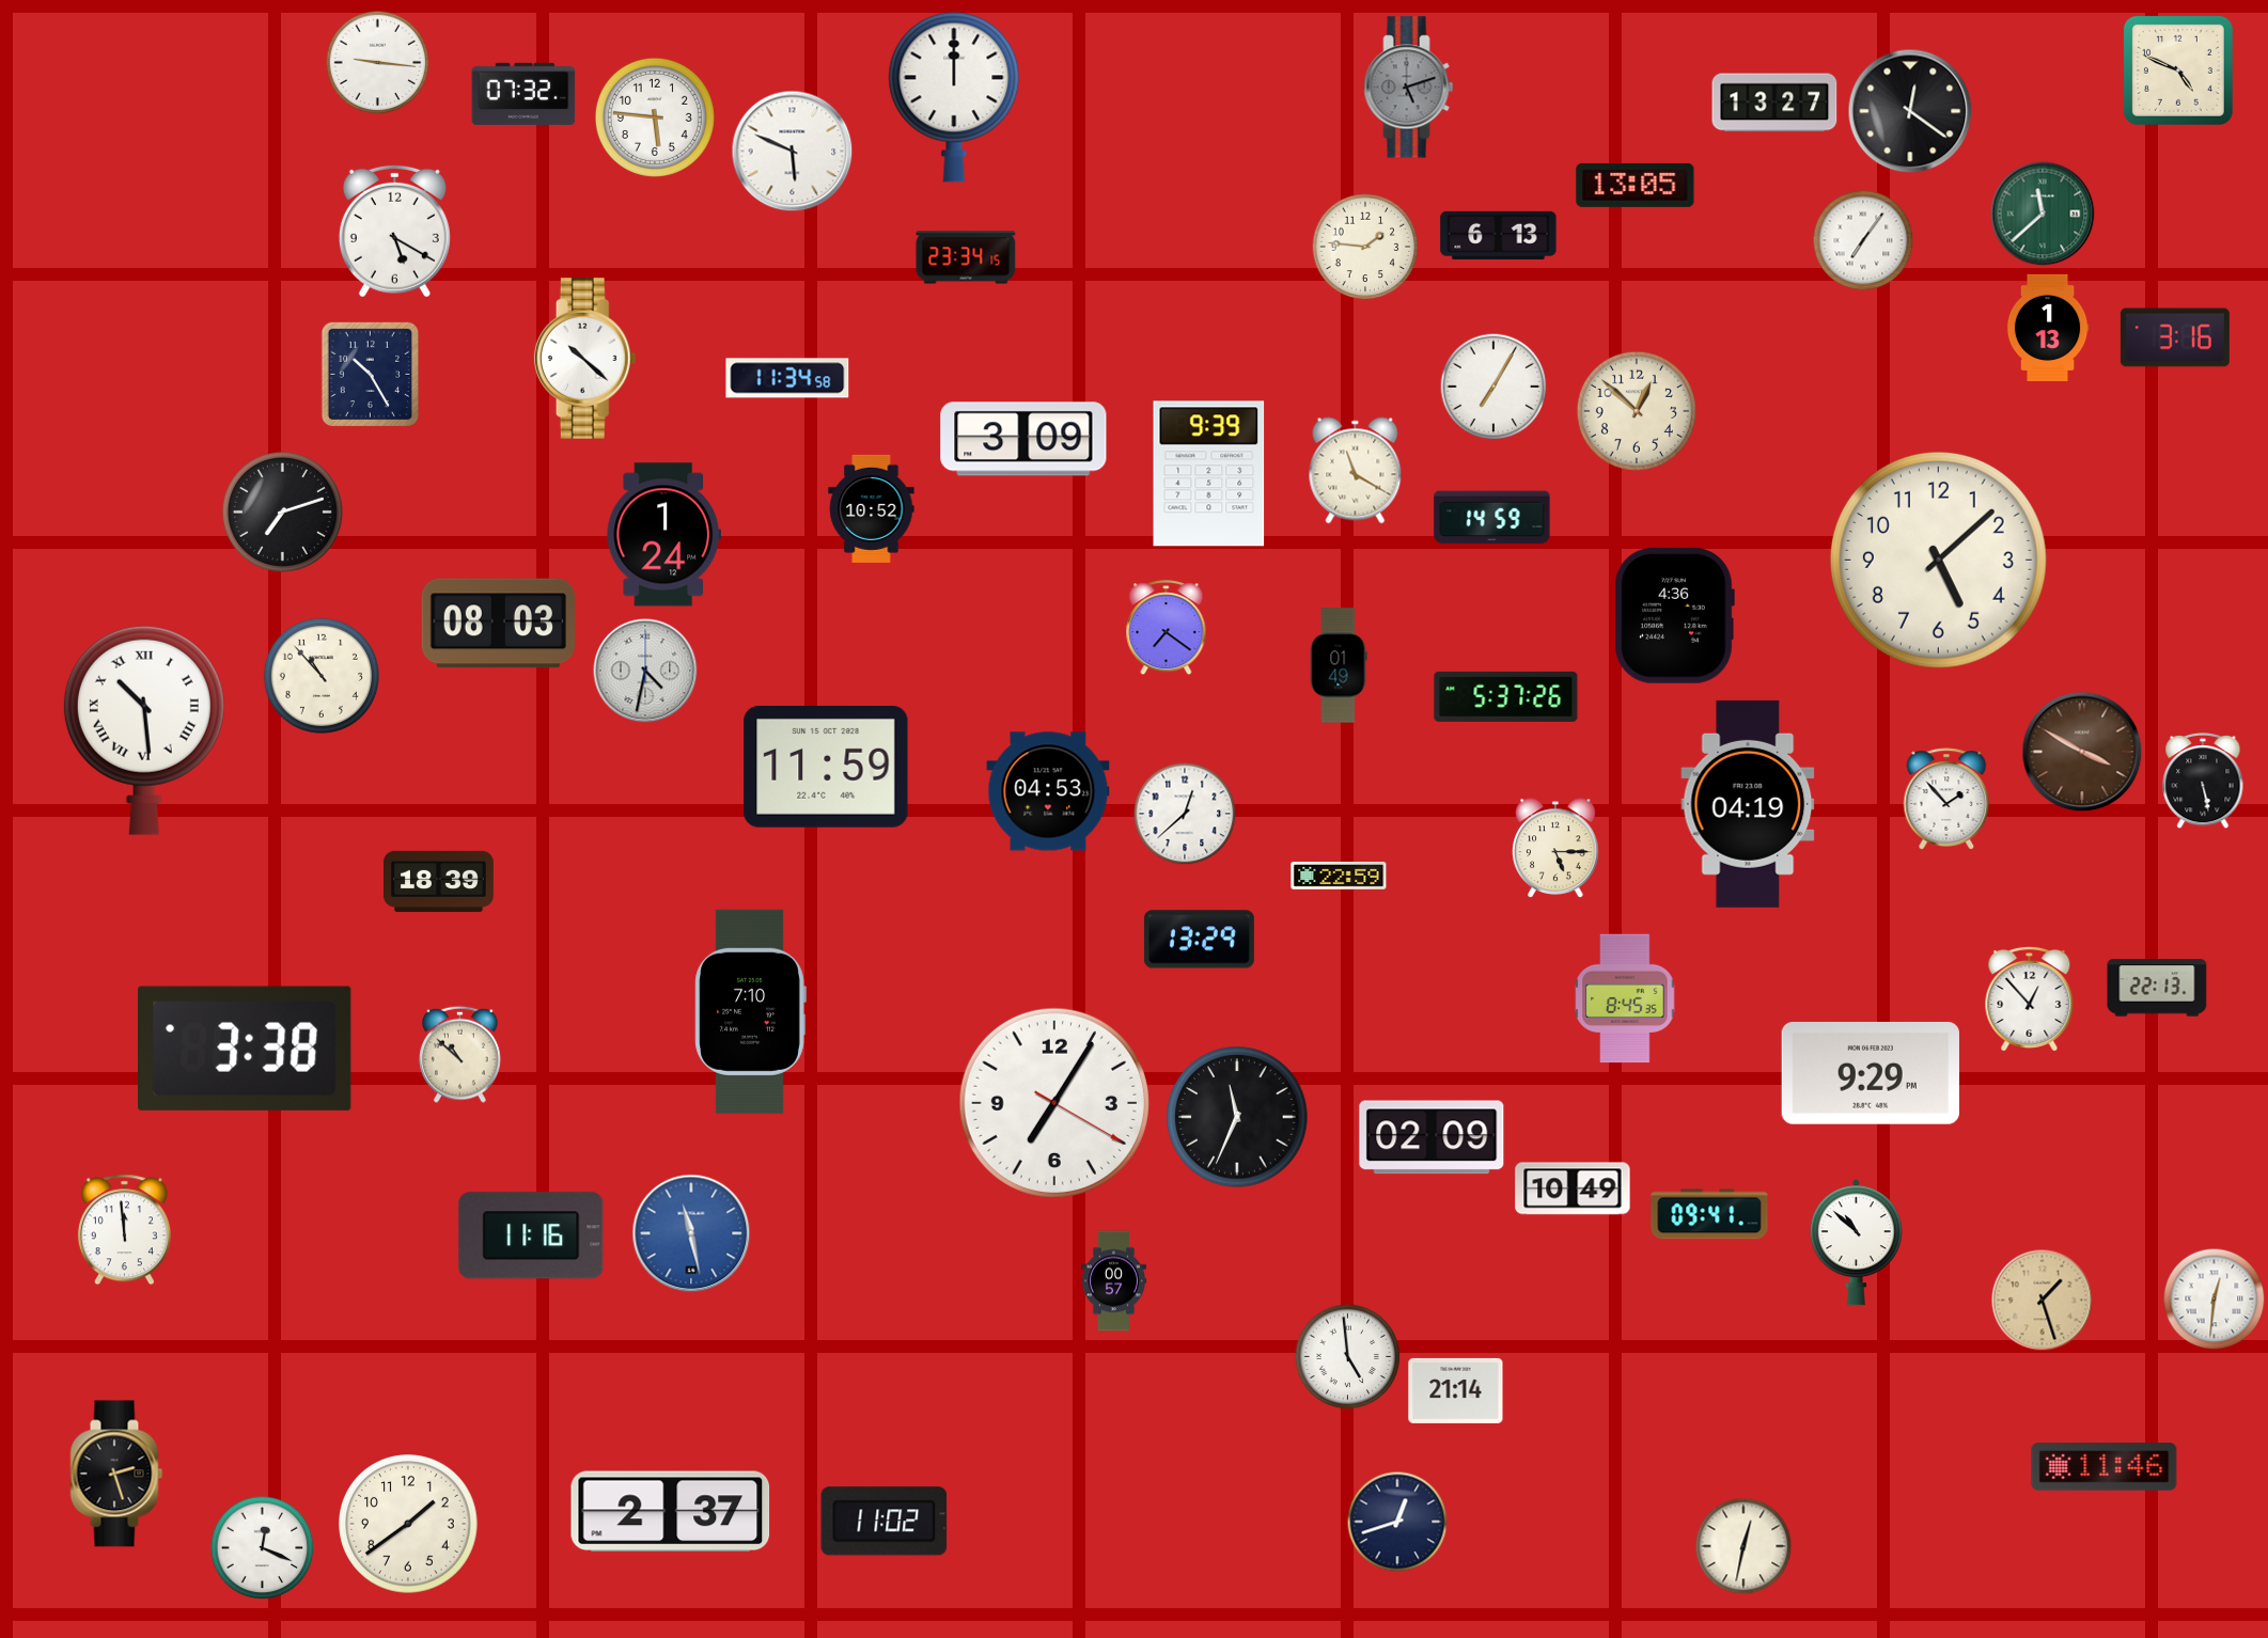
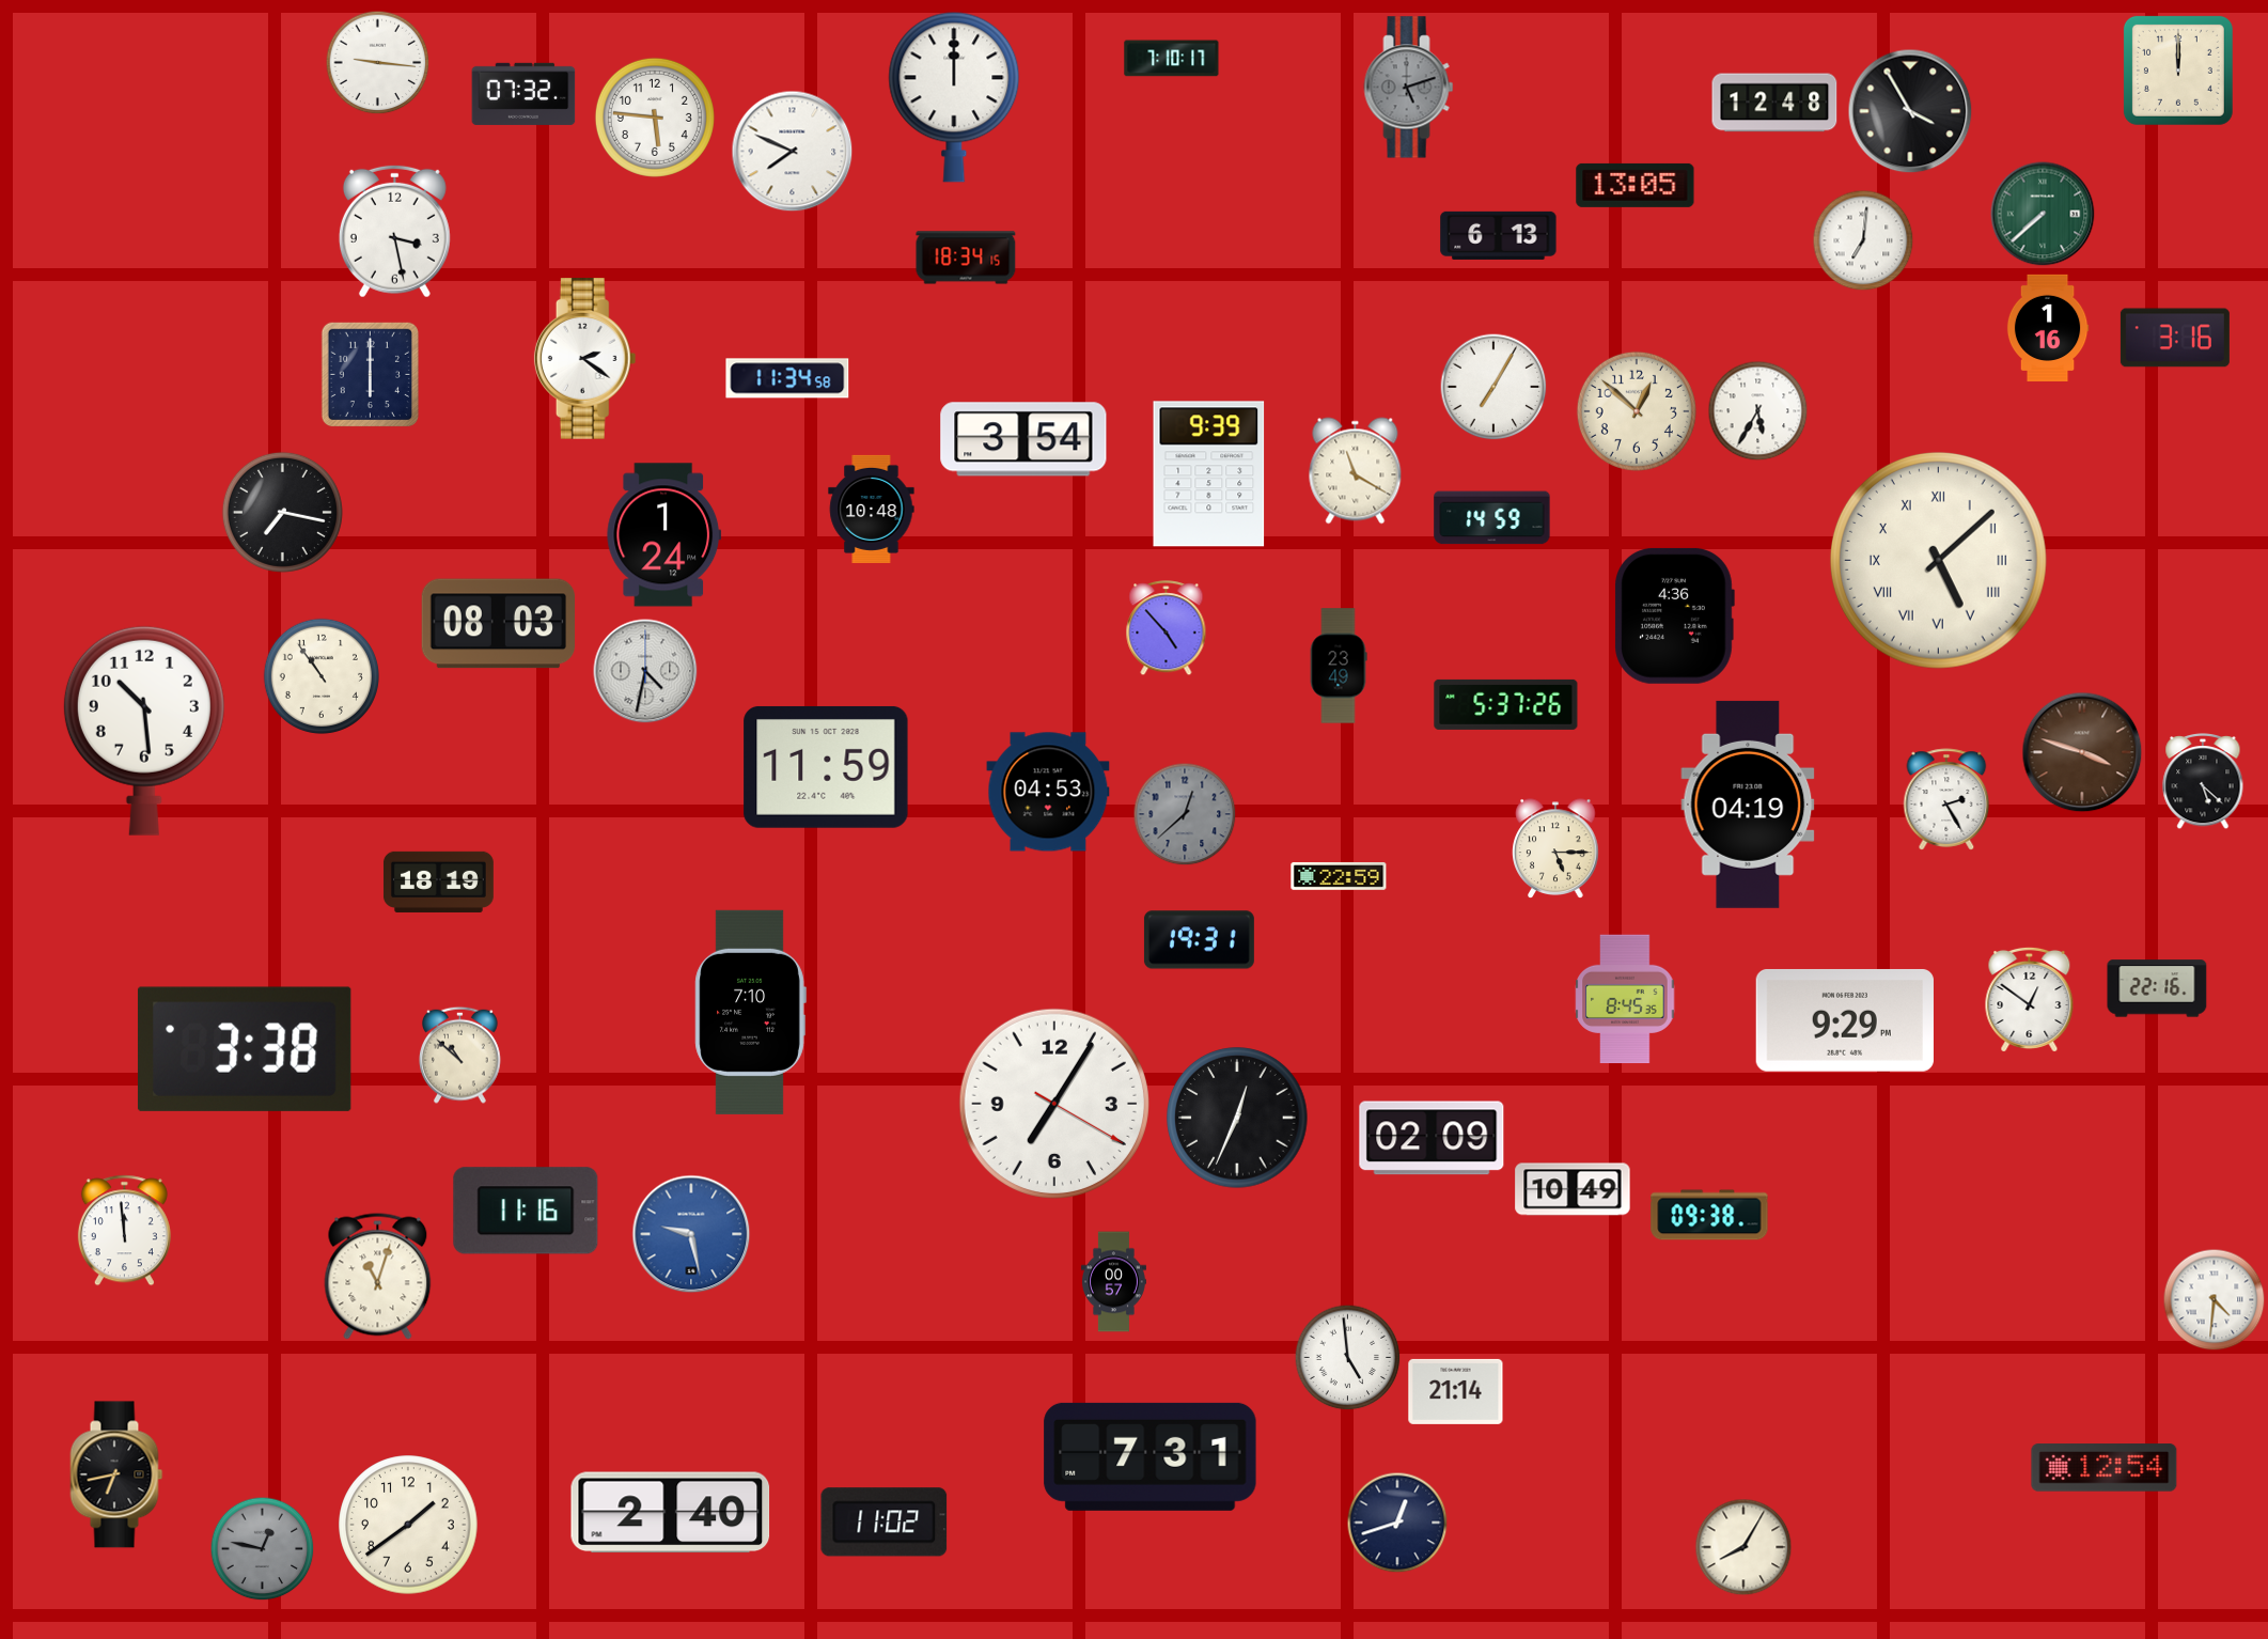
clock at (1172, 59): none -> 7:10
clock at (2178, 70): 4:49 -> 12:00
clock at (1774, 103): 13:27 -> 12:48
clock at (1910, 111): 12:21 -> 3:55
clock at (793, 152): 5:49 -> 7:49
clock at (2043, 214): 11:38 -> 7:38
clock at (394, 231): 5:20 -> 3:28
clock at (1863, 240): 7:06 -> 7:01
clock at (1365, 247): 1:46 -> none
clock at (966, 257): 23:34 -> 18:34
clock at (2048, 327): 1:13 -> 1:16
clock at (585, 359): 10:22 -> 2:21
clock at (370, 374): 10:25 -> 6:00
clock at (1758, 411): none -> 5:35
clock at (1023, 439): 3:09 -> 3:54
clock at (872, 508): 10:52 -> 10:48
clock at (282, 511): 7:12 -> 7:17
clock at (1938, 560) numerals: Arabic -> Roman
clock at (1167, 628): 7:21 -> 4:53
clock at (1339, 665): 01:49 -> 23:49
clock at (322, 676): 10:53 -> 10:54
clock at (1506, 696) position: (1506, 696) -> (1506, 704)
clock at (144, 730) numerals: Roman -> Arabic
clock at (2082, 752): 3:50 -> 3:48
clock at (2203, 781): 5:28 -> 5:22
clock at (1946, 799): 1:53 -> 2:25
clock at (1185, 814) dial: white -> grey
clock at (438, 881): 18:39 -> 18:19
clock at (1199, 940): 13:29 -> 19:31
clock at (2157, 988): 22:13 -> 22:16
clock at (2030, 998): 12:53 -> 12:51
clock at (1871, 1073) position: (1871, 1073) -> (1845, 1020)
clock at (1237, 1117): 11:34 -> 12:34
clock at (1709, 1214): 09:41 -> 09:38
clock at (691, 1233): 11:28 -> 9:28
clock at (531, 1235) position: (531, 1235) -> (526, 1211)
clock at (1856, 1243): 10:52 -> none
clock at (378, 1277): none -> 11:03
clock at (2215, 1300): 12:31 -> 4:31
clock at (2043, 1301): 1:27 -> none
clock at (1151, 1456): none -> 7:31
clock at (2105, 1467): 11:46 -> 12:54
clock at (116, 1474): 2:27 -> 6:43
clock at (671, 1512): 2:37 -> 2:40
clock at (1743, 1546): 12:32 -> 8:05
clock at (263, 1548): 12:19 -> 12:47
clock at (263, 1548) dial: white -> grey
